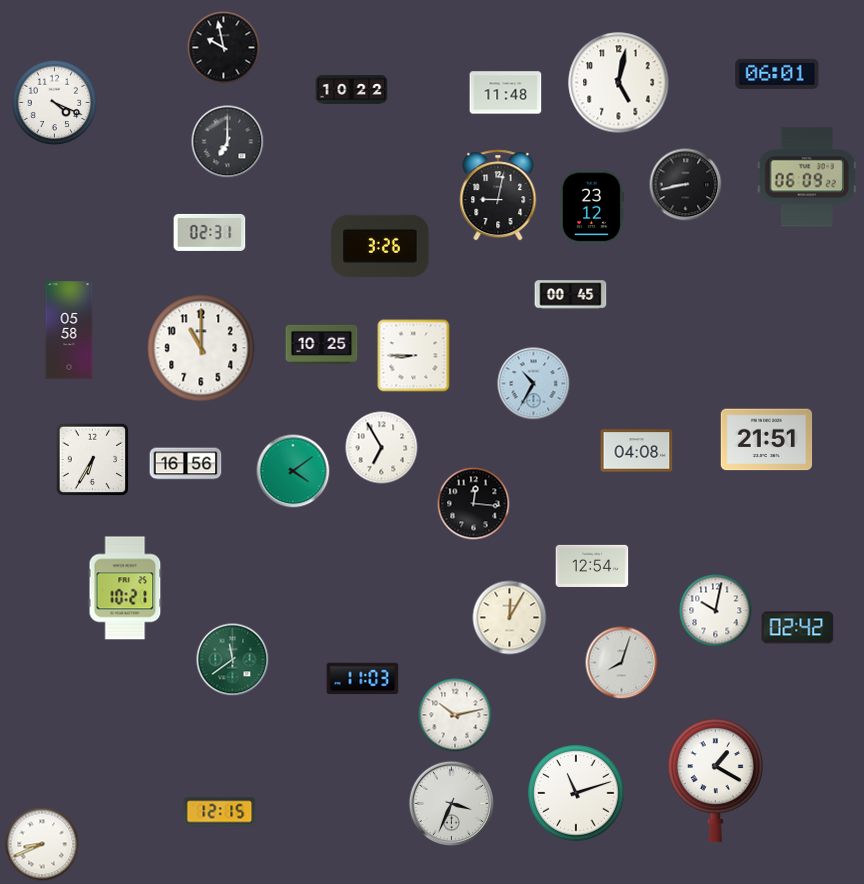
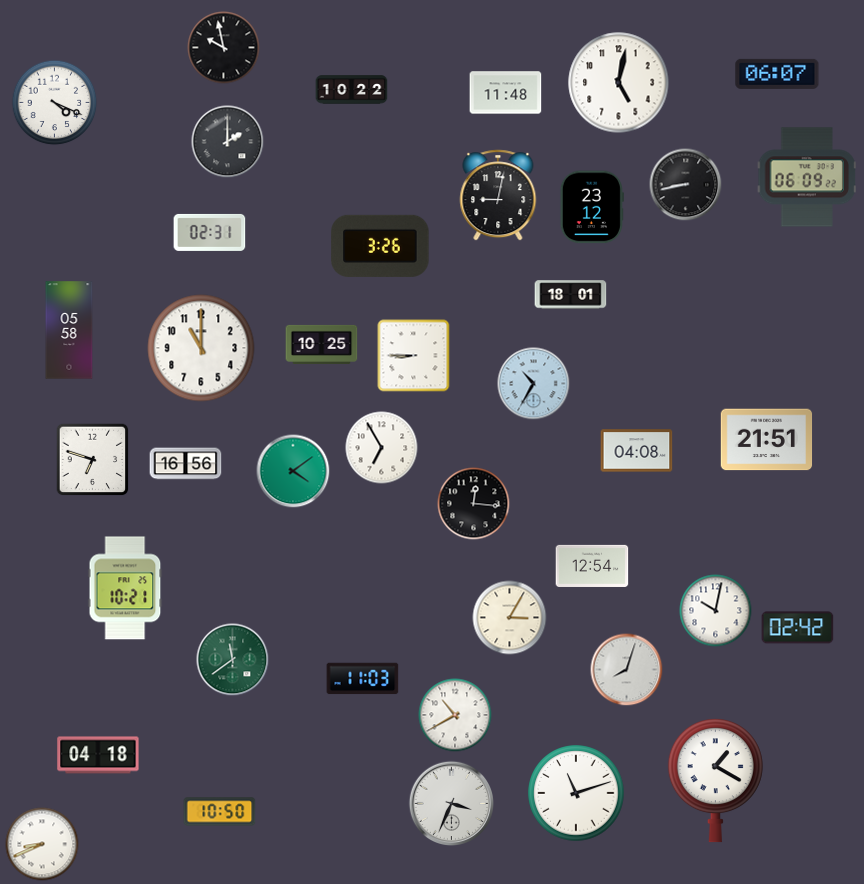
clock at (777, 74): 06:01 -> 06:07
clock at (228, 142): 7:00 -> 2:00
clock at (571, 295): 00:45 -> 18:01
clock at (93, 460): 6:35 -> 6:48
clock at (510, 618): 12:05 -> 3:05
clock at (622, 663) position: (622, 663) -> (627, 670)
clock at (455, 715): 10:13 -> 10:40
clock at (98, 755): none -> 04:18
clock at (220, 812): 12:15 -> 10:50
